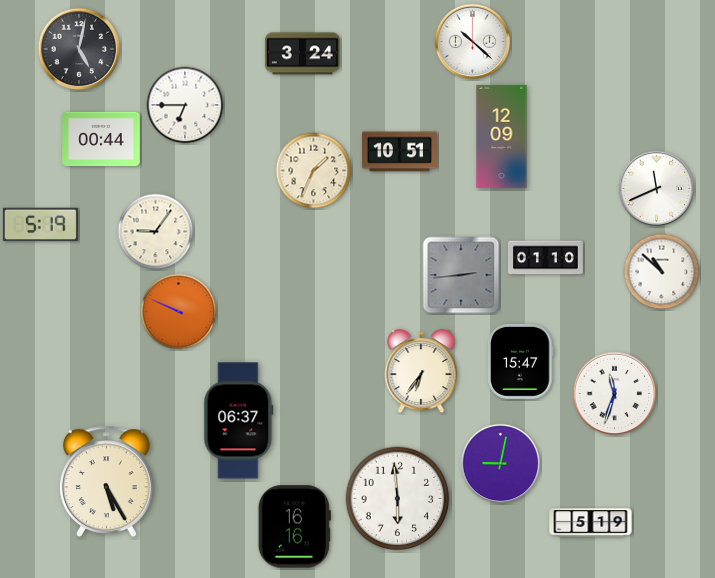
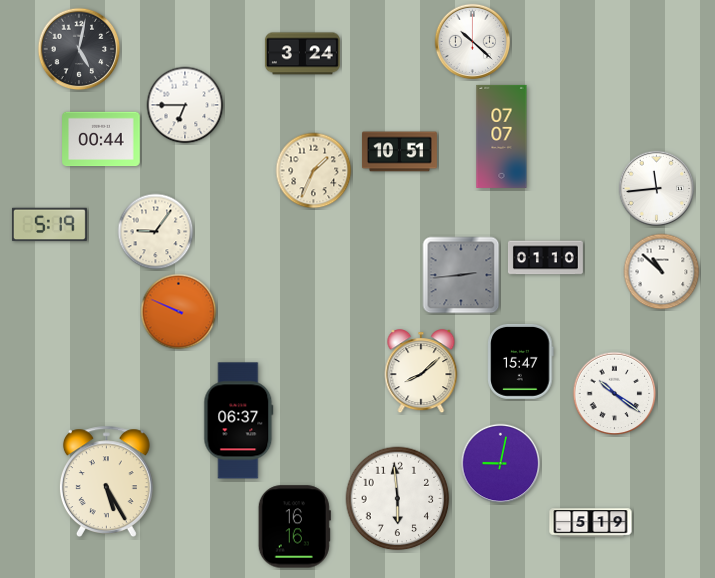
clock at (502, 136): 12:09 -> 07:07
clock at (657, 189): 11:41 -> 11:44
clock at (40, 225) position: (40, 225) -> (49, 225)
clock at (421, 372): 6:36 -> 8:08
clock at (615, 394): 11:33 -> 10:21
